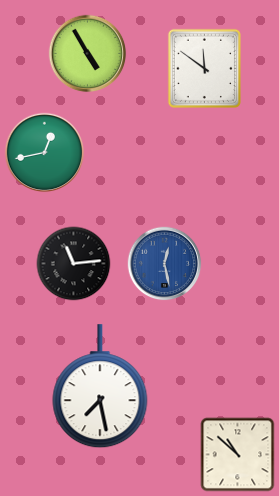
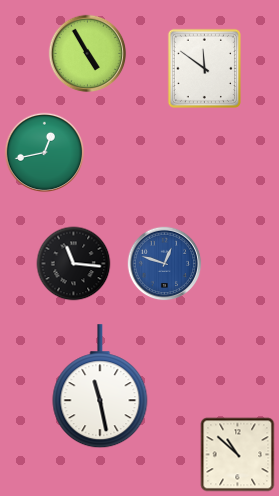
clock at (74, 264): 11:14 -> 11:16
clock at (165, 264): 12:28 -> 12:48
clock at (100, 387): 7:28 -> 11:28
